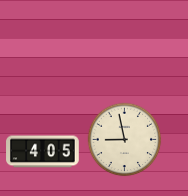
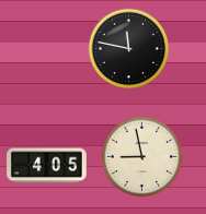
clock at (129, 49): none -> 11:47
clock at (125, 140) position: (125, 140) -> (142, 157)
